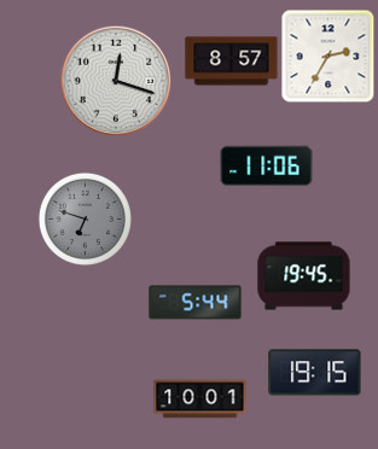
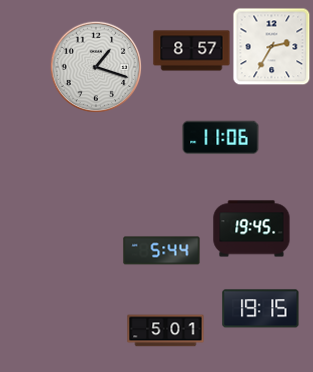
clock at (116, 81): 12:18 -> 1:18
clock at (85, 218): 6:48 -> none
clock at (200, 400): 10:01 -> 5:01
